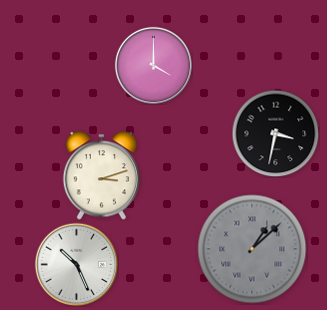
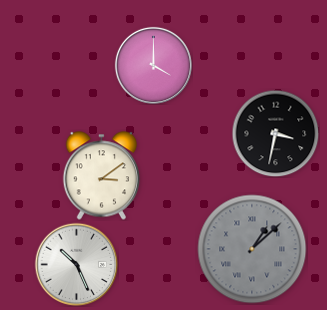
clock at (101, 176): 3:12 -> 3:09
